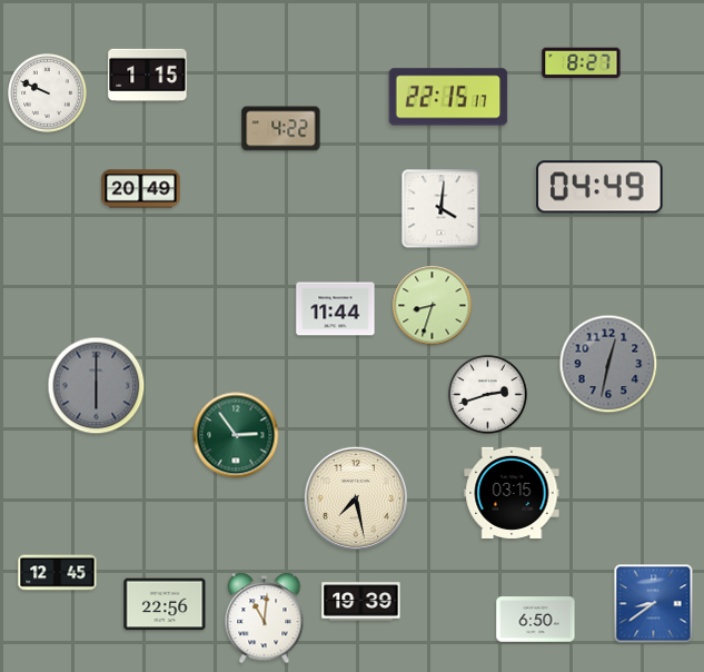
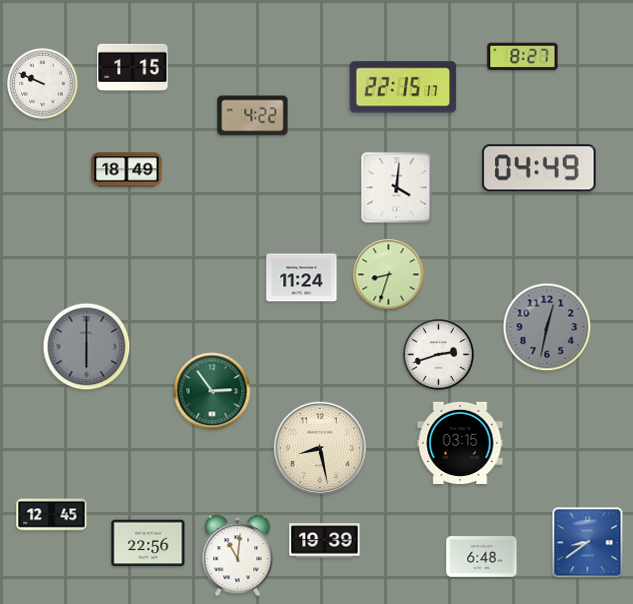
clock at (141, 189): 20:49 -> 18:49
clock at (336, 309): 11:44 -> 11:24
clock at (355, 497): 7:28 -> 8:28
clock at (536, 620): 6:50 -> 6:48
